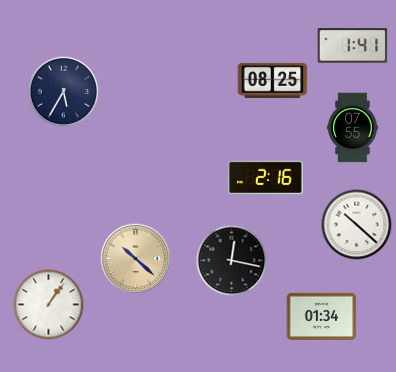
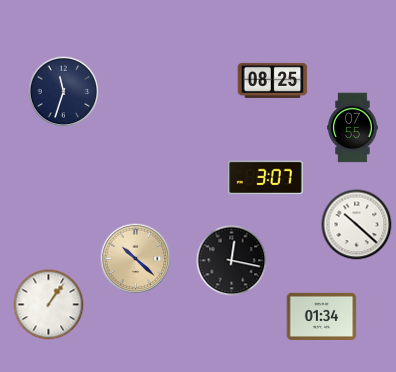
clock at (353, 46): 1:41 -> none
clock at (64, 92): 5:35 -> 11:33
clock at (266, 178): 2:16 -> 3:07
